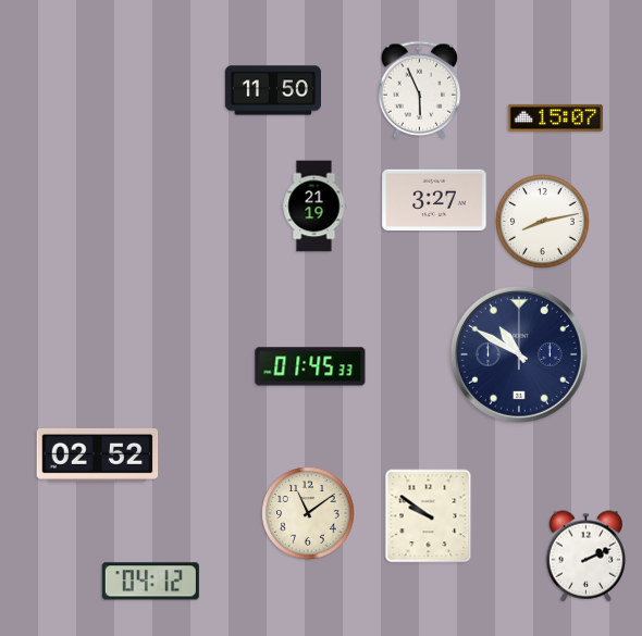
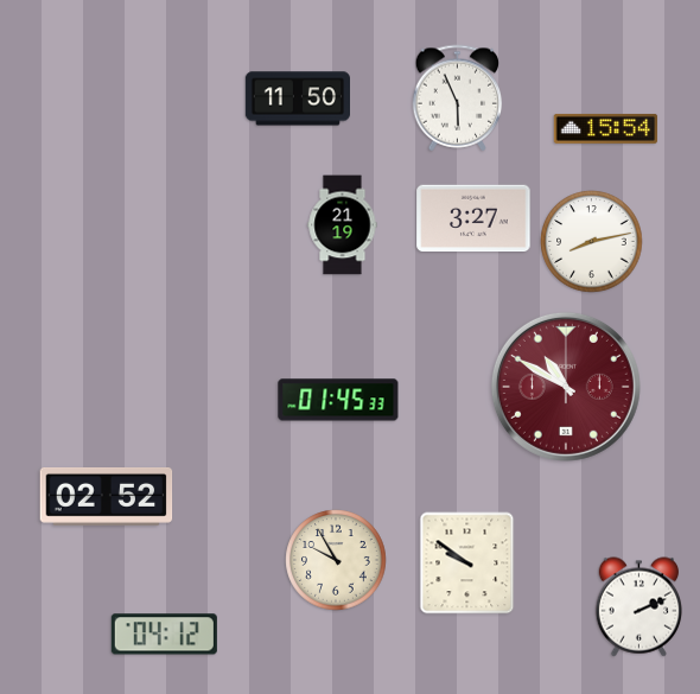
clock at (556, 117): 15:07 -> 15:54
clock at (519, 354) dial: navy -> burgundy
clock at (308, 513): 11:09 -> 9:55
